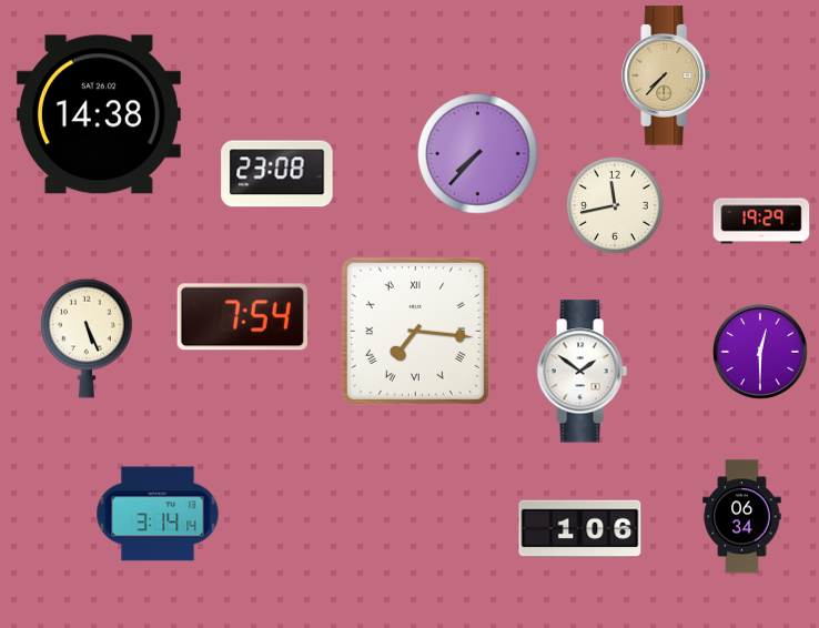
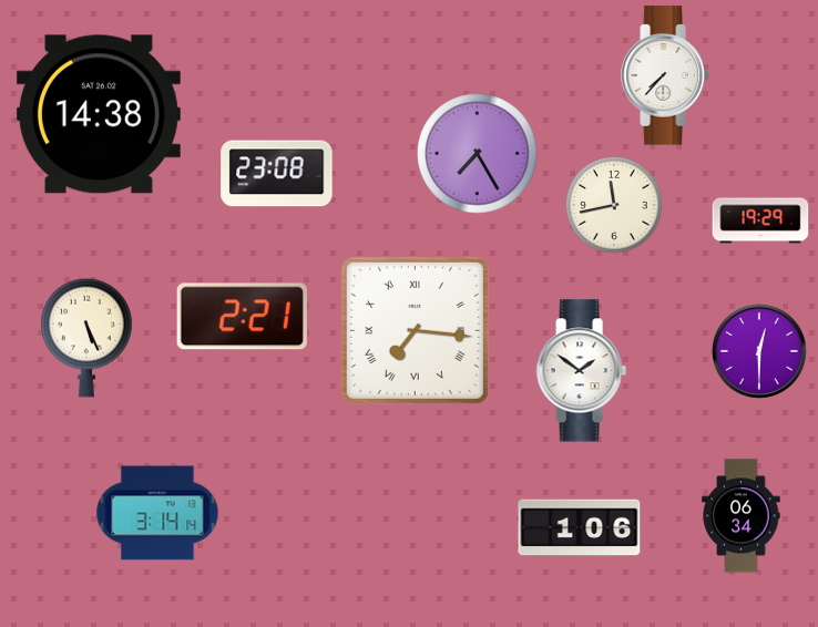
clock at (667, 75) dial: champagne -> white
clock at (478, 154): 7:37 -> 7:25
clock at (242, 317): 7:54 -> 2:21
